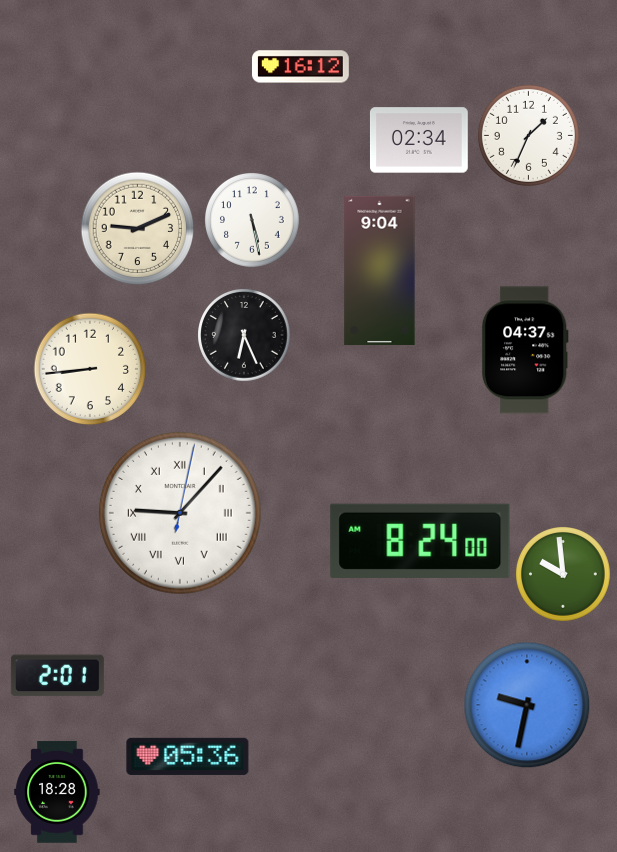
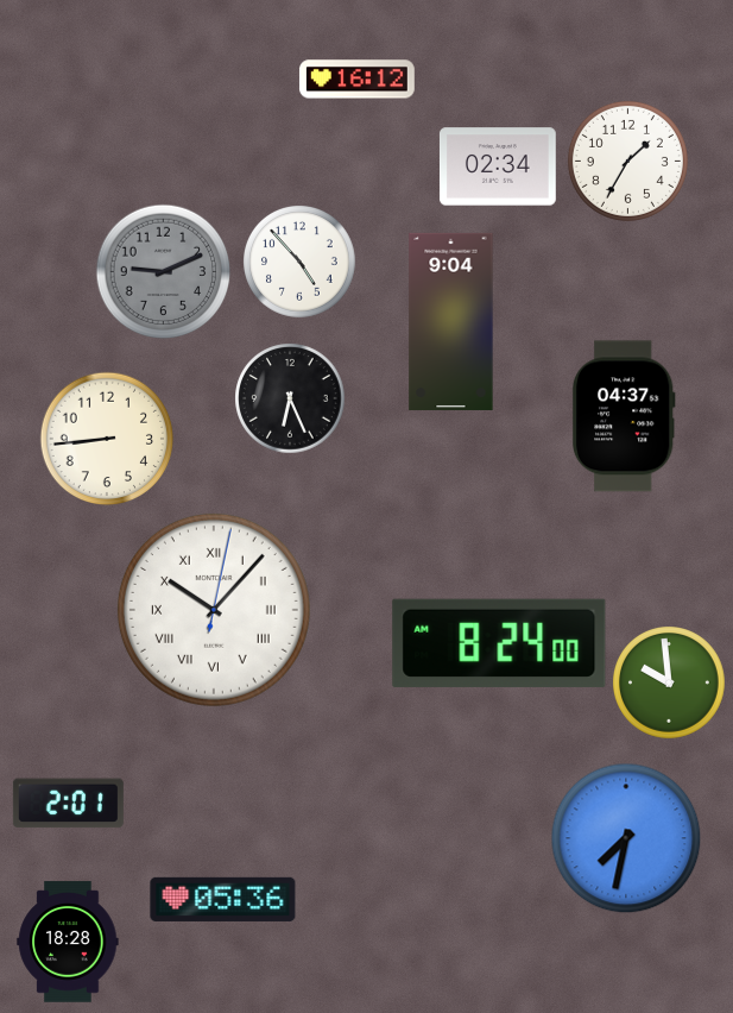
clock at (528, 135): 1:34 -> 1:35
clock at (252, 220): 5:28 -> 4:53
clock at (137, 228) dial: cream -> grey
clock at (180, 513): 9:07 -> 10:07
clock at (527, 705): 9:32 -> 7:32
